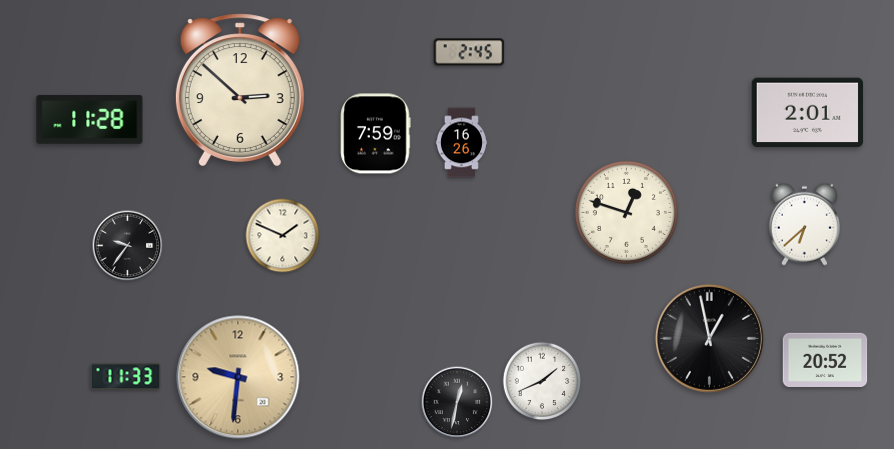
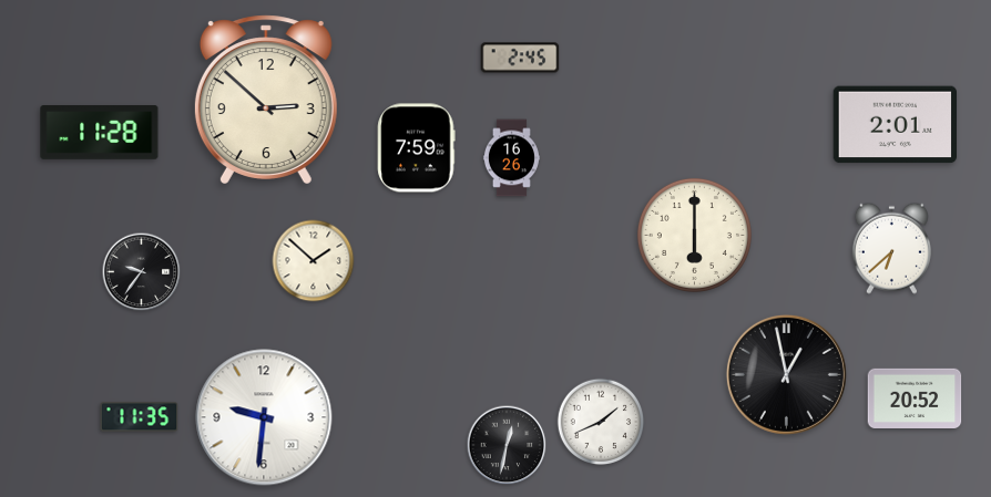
clock at (626, 212): 12:48 -> 6:00
clock at (283, 236): 1:49 -> 1:52
clock at (126, 377): 11:33 -> 11:35
clock at (238, 377) dial: champagne -> white
